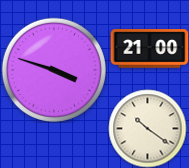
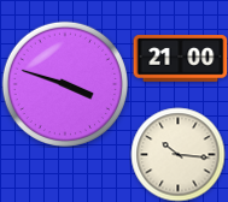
clock at (147, 128): 10:21 -> 10:16
